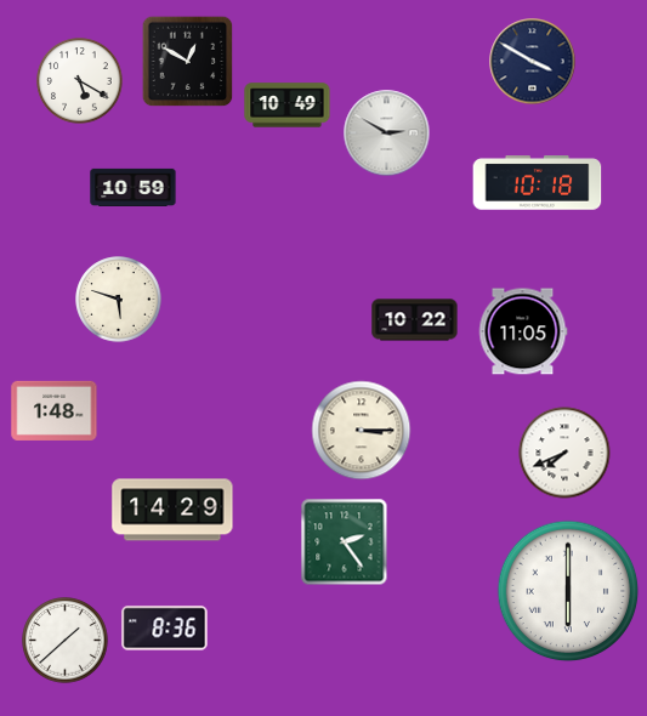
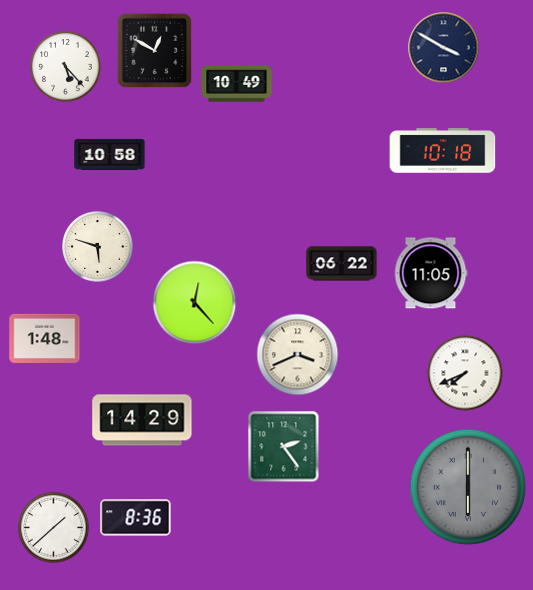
clock at (533, 62) position: (533, 62) -> (444, 48)
clock at (80, 81): 5:20 -> 5:23
clock at (288, 106) position: (288, 106) -> (237, 84)
clock at (387, 133): 2:50 -> none
clock at (134, 187): 10:59 -> 10:58
clock at (415, 320): 10:22 -> 06:22
clock at (195, 303): none -> 12:23
clock at (362, 431): 3:15 -> 3:41
clock at (568, 591) dial: white -> grey
